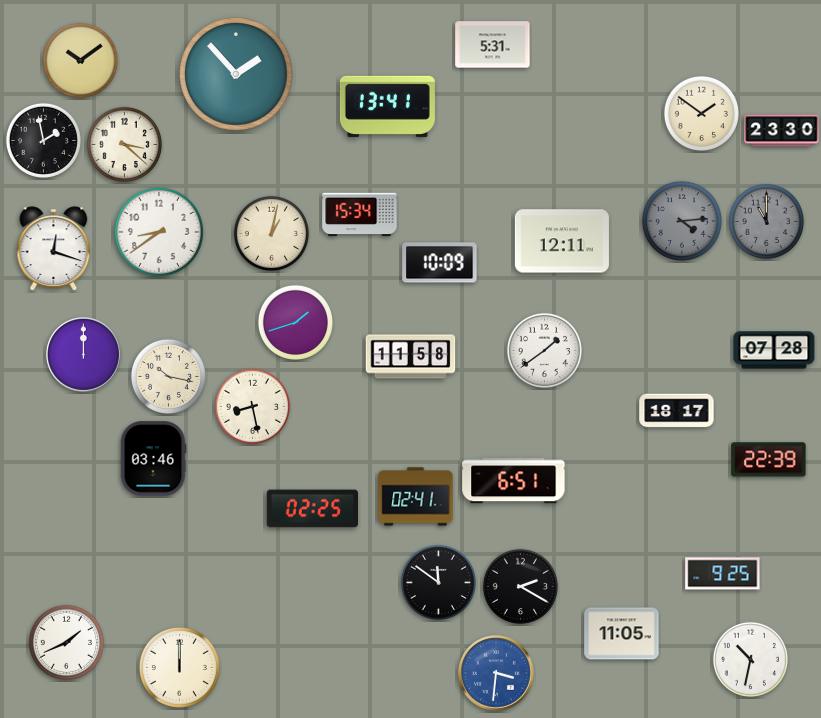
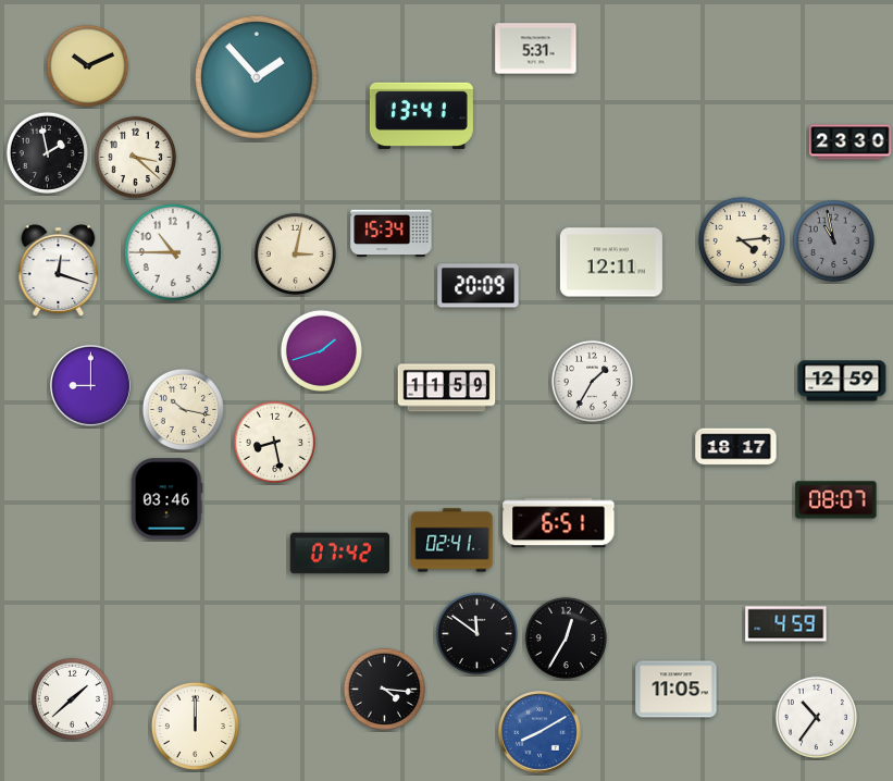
clock at (80, 60): 10:09 -> 10:11
clock at (236, 74) position: (236, 74) -> (257, 77)
clock at (701, 113): 1:51 -> none
clock at (682, 221) dial: grey -> cream
clock at (766, 221): 11:00 -> 10:58
clock at (159, 232): 8:39 -> 10:45
clock at (271, 233): 1:02 -> 3:02
clock at (440, 263): 10:09 -> 20:09
clock at (544, 350): 1:39 -> 1:35
clock at (774, 350): 07:28 -> 12:59
clock at (84, 355): 12:00 -> 9:00
clock at (411, 357): 11:58 -> 11:59
clock at (769, 460): 22:39 -> 08:07
clock at (313, 509): 02:25 -> 07:42
clock at (723, 574): 9:25 -> 4:59
clock at (520, 586): 2:20 -> 12:35
clock at (384, 689): none -> 4:16
clock at (66, 642): 1:41 -> 1:38
clock at (750, 659): 10:32 -> 10:36
clock at (497, 674): 3:31 -> 8:10
